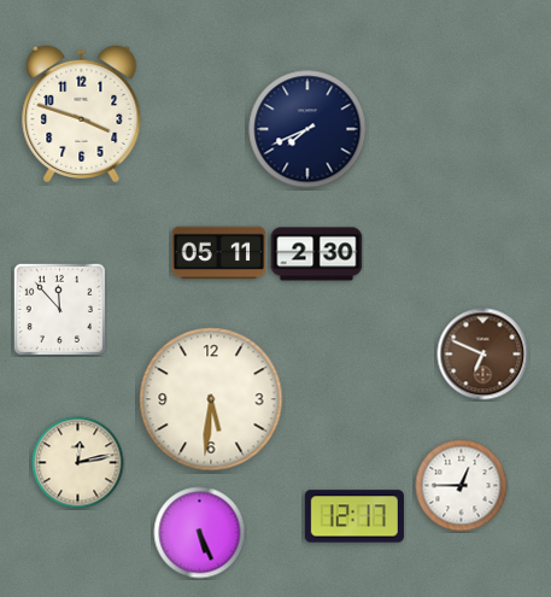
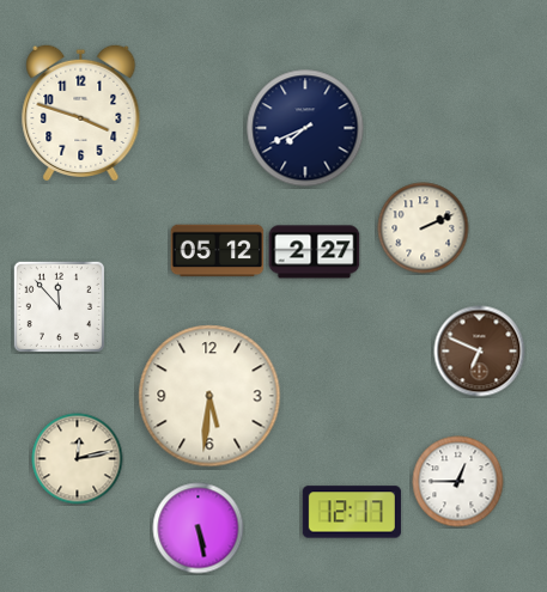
clock at (424, 228): none -> 2:11
clock at (219, 253): 05:11 -> 05:12
clock at (317, 254): 2:30 -> 2:27
clock at (200, 533): 5:26 -> 5:28
